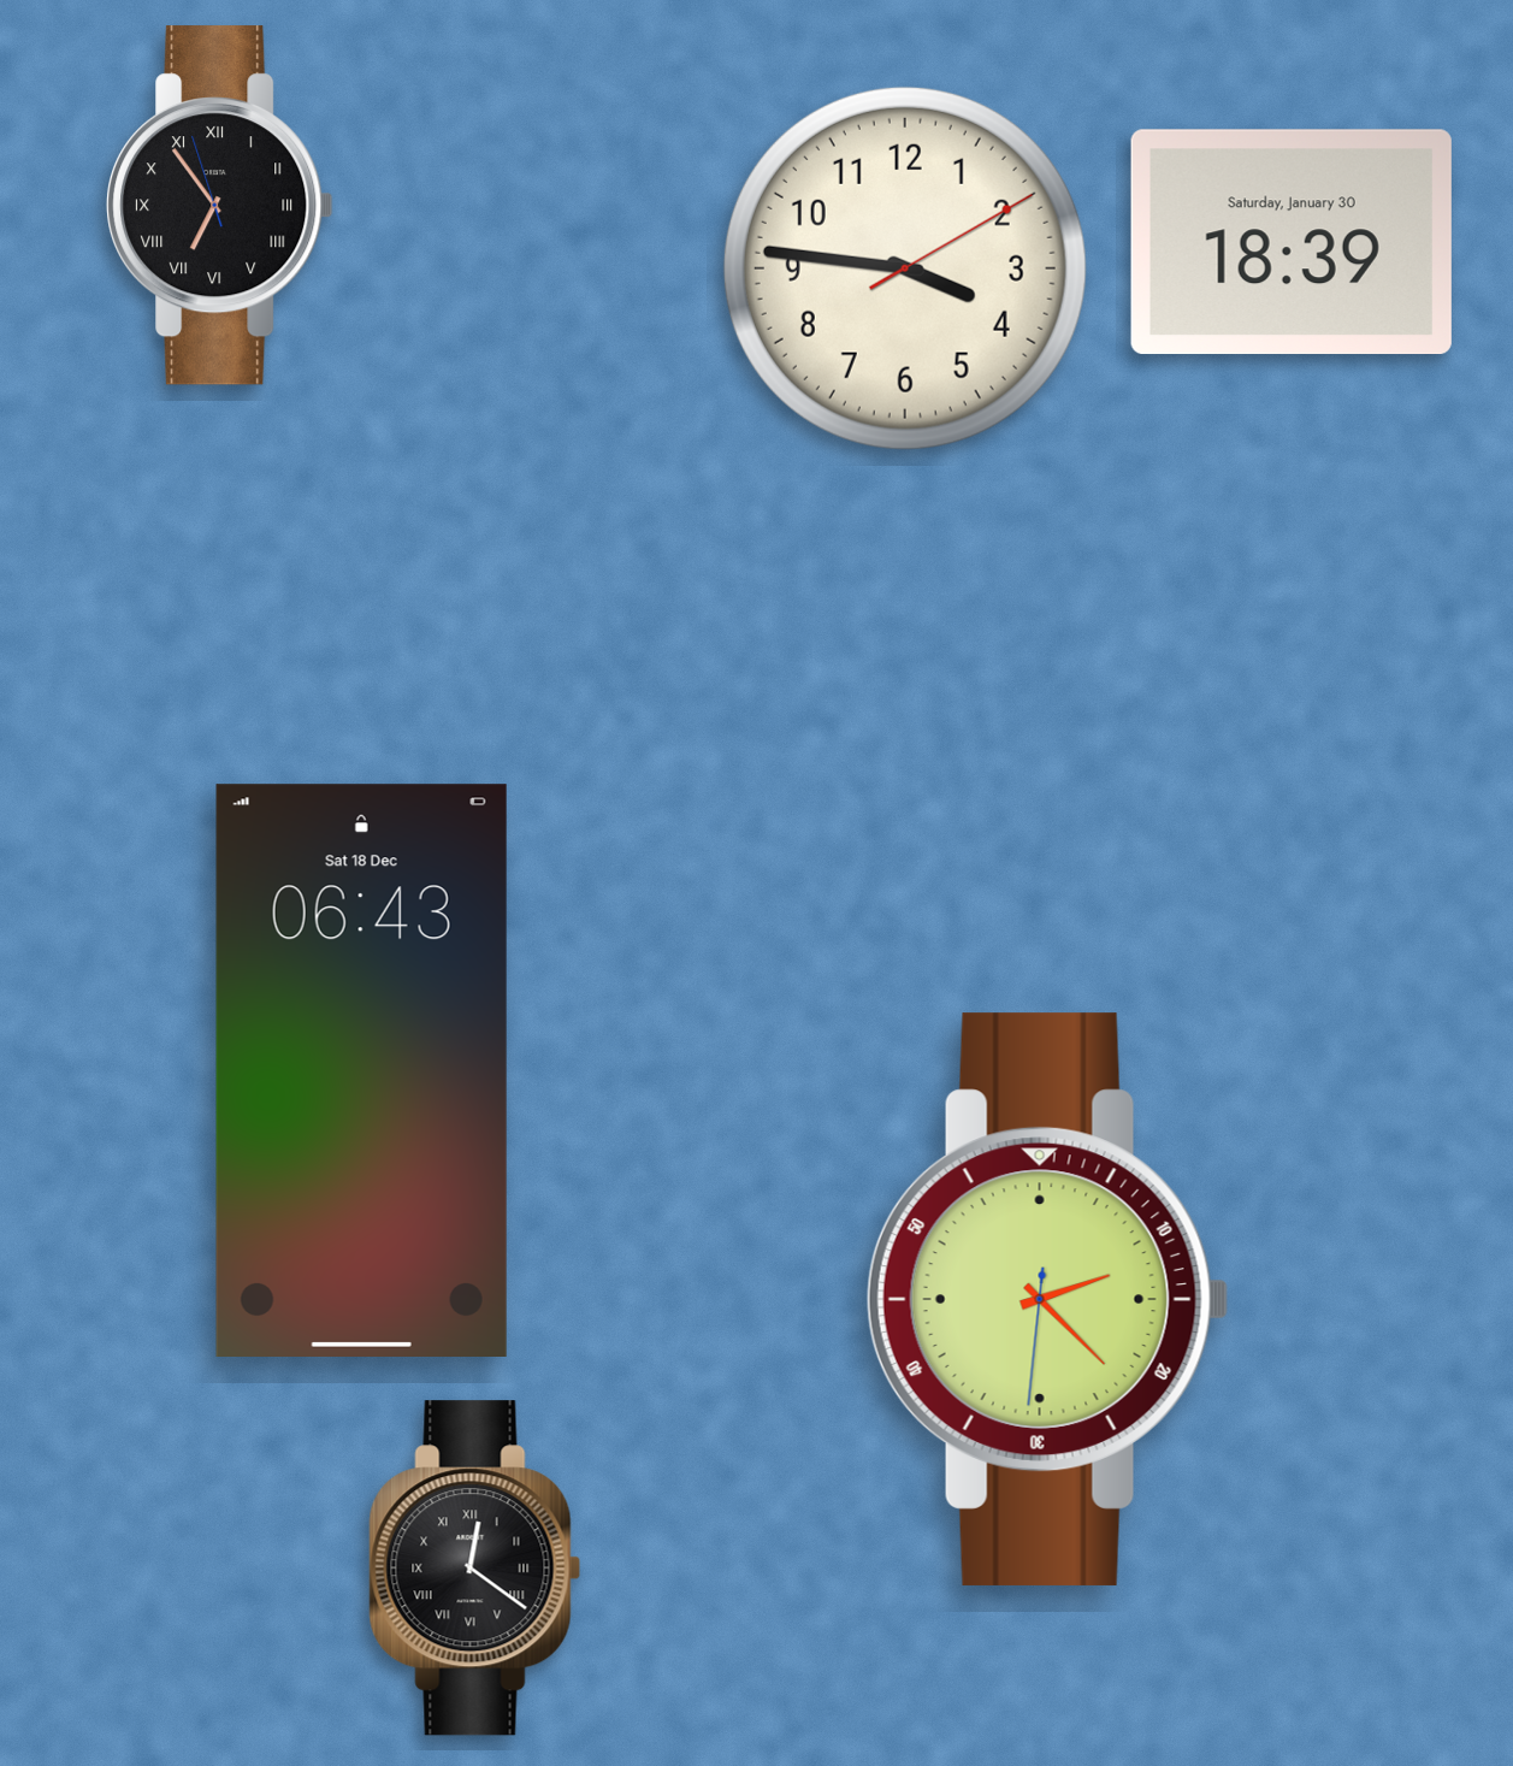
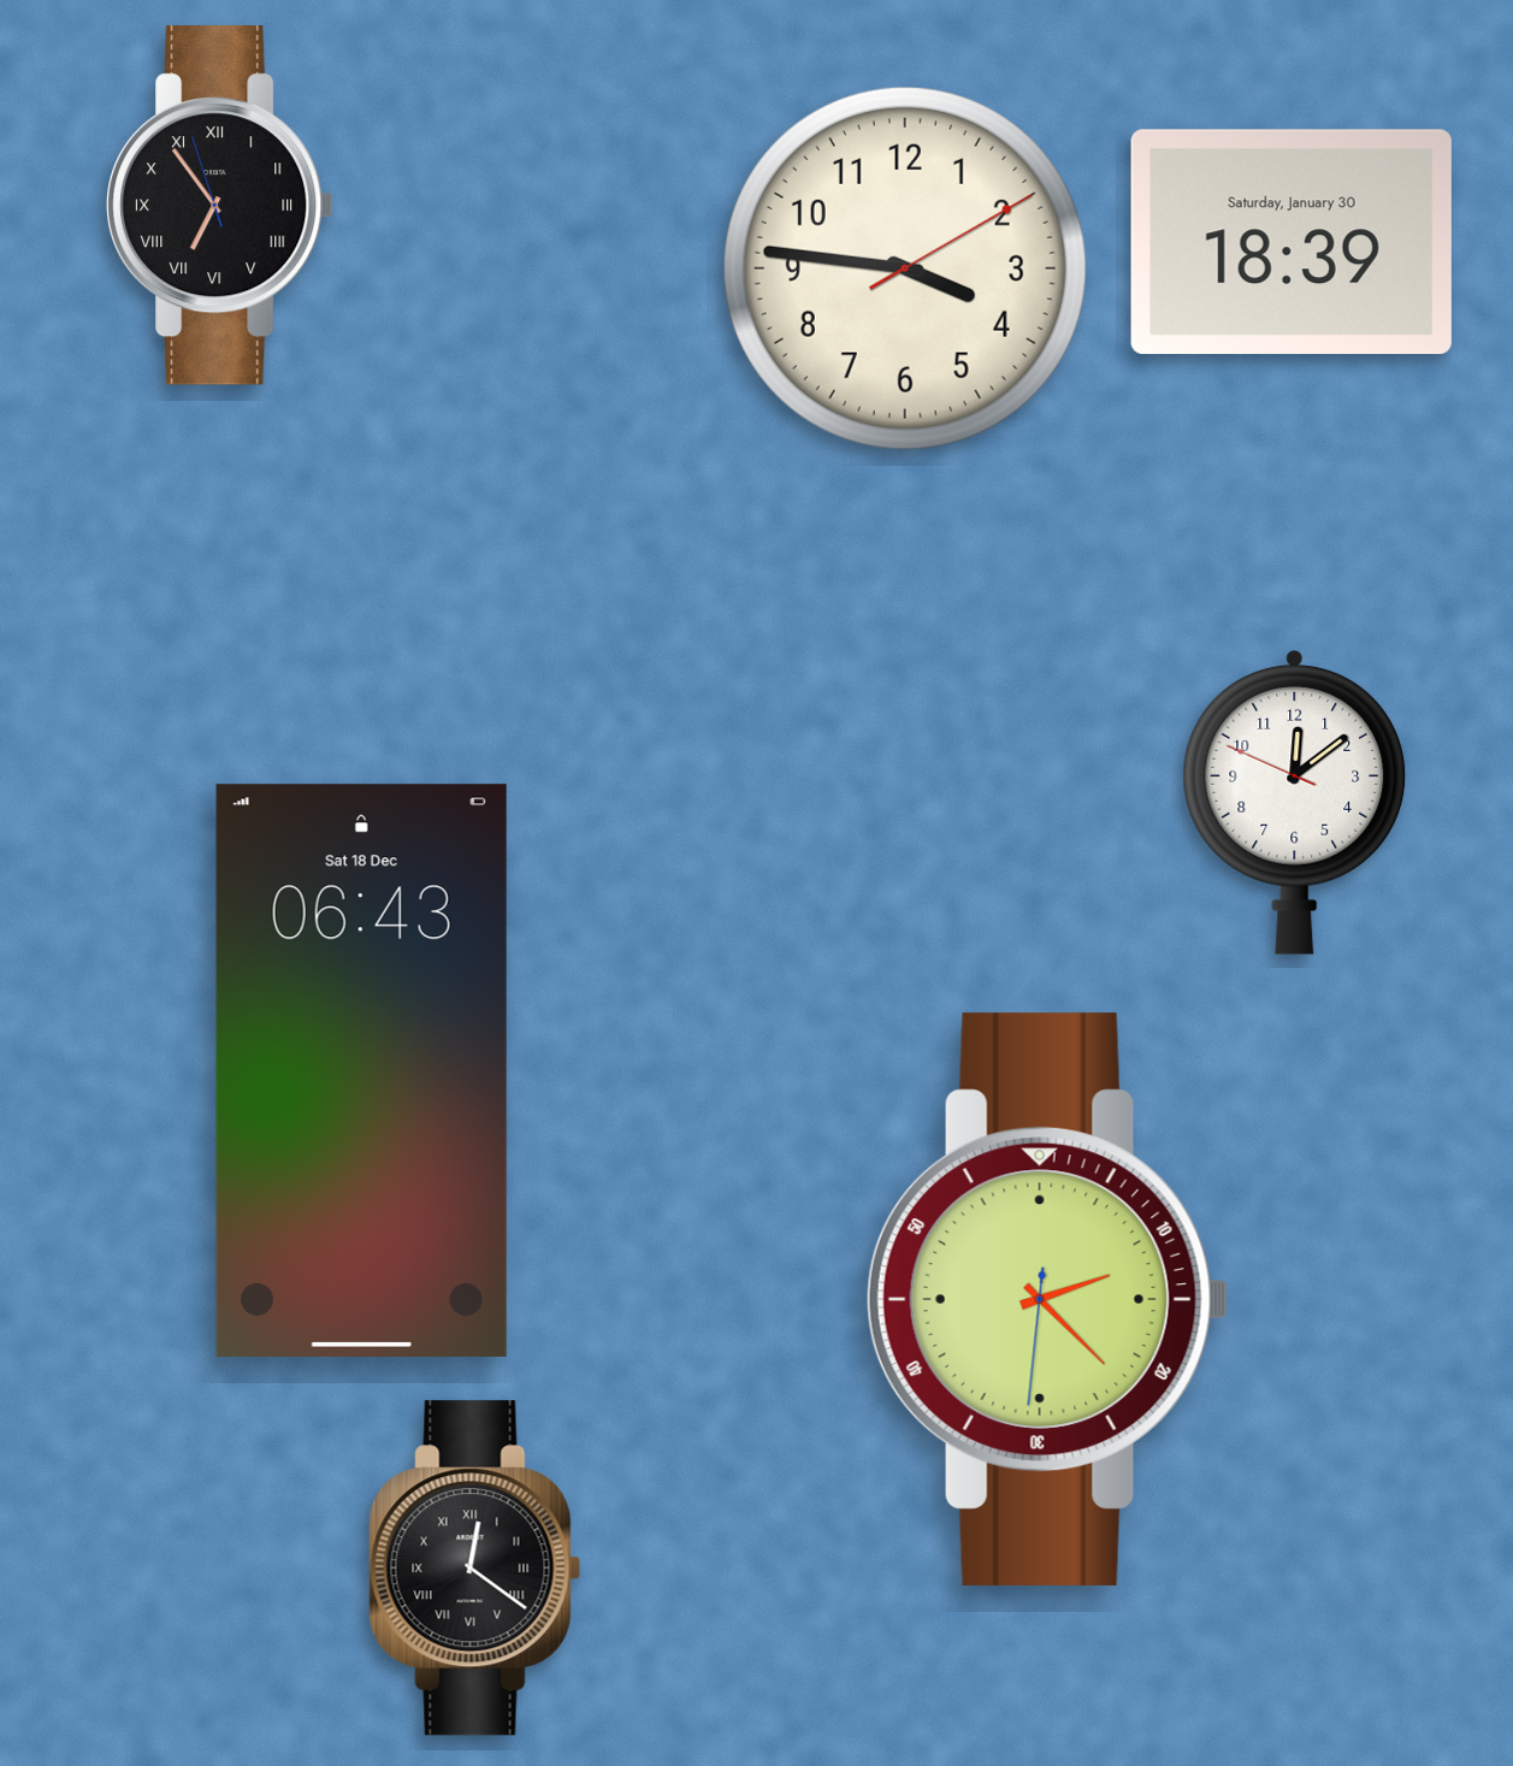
clock at (1295, 803): none -> 12:08
